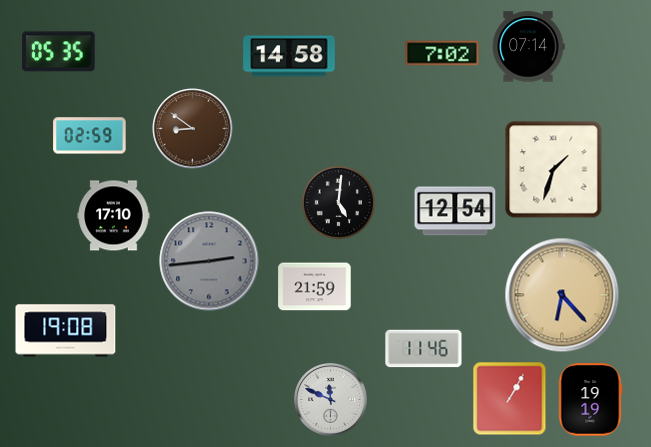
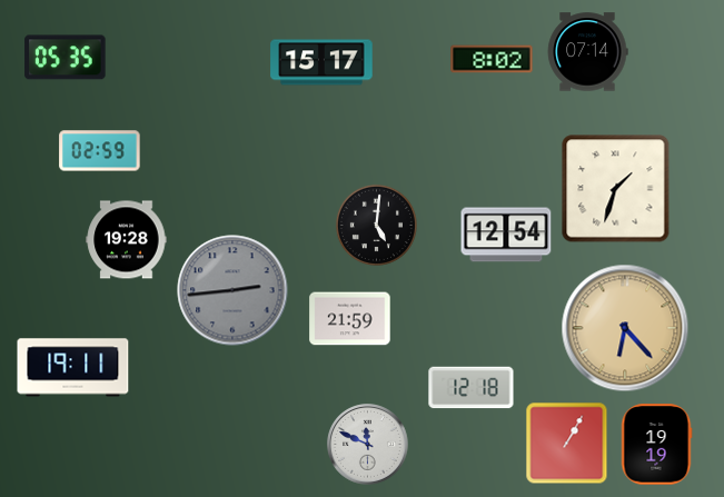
clock at (442, 53): 7:02 -> 8:02
clock at (289, 56): 14:58 -> 15:17
clock at (193, 129): 8:51 -> none
clock at (114, 216): 17:10 -> 19:28
clock at (66, 331): 19:08 -> 19:11
clock at (424, 349): 11:46 -> 12:18
